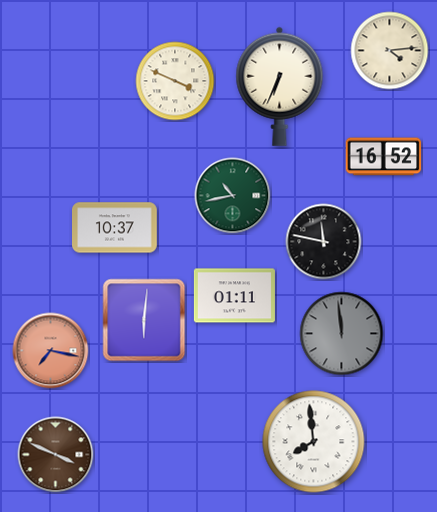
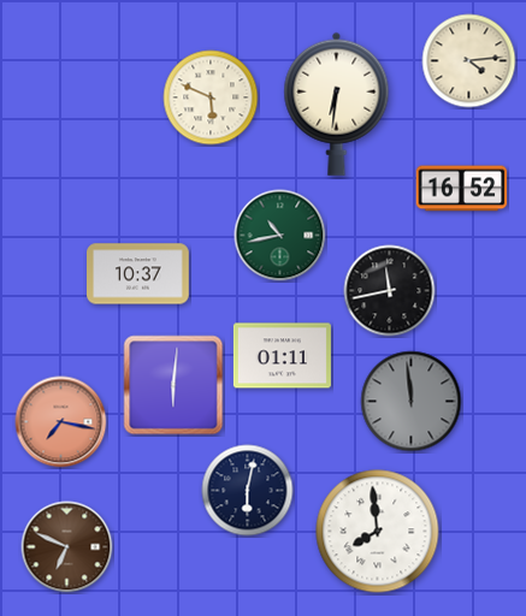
clock at (175, 81): 3:49 -> 5:49
clock at (280, 86): 6:34 -> 6:31
clock at (324, 242): 11:47 -> 11:43
clock at (248, 491): none -> 6:02
clock at (56, 455): 3:49 -> 6:49
